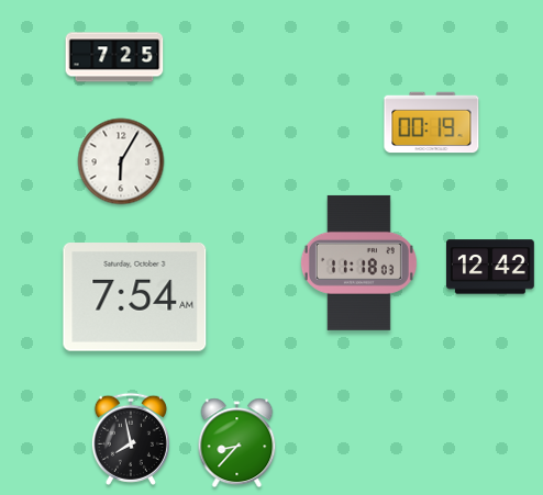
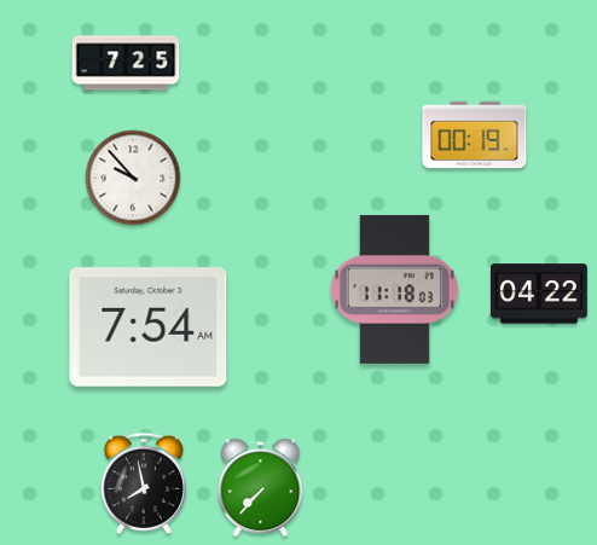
clock at (121, 161): 6:05 -> 9:53
clock at (490, 267): 12:42 -> 04:22
clock at (237, 443): 8:37 -> 7:37
